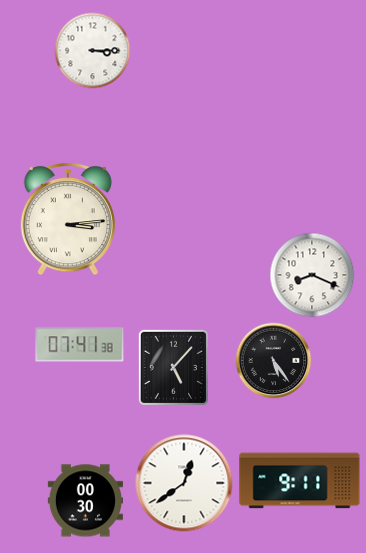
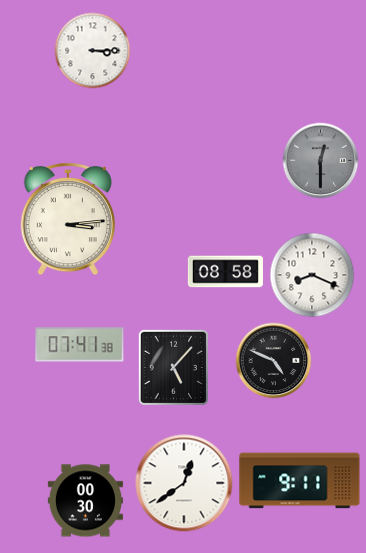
clock at (321, 161): none -> 12:30
clock at (225, 272): none -> 08:58
clock at (274, 361): 5:24 -> 4:49
